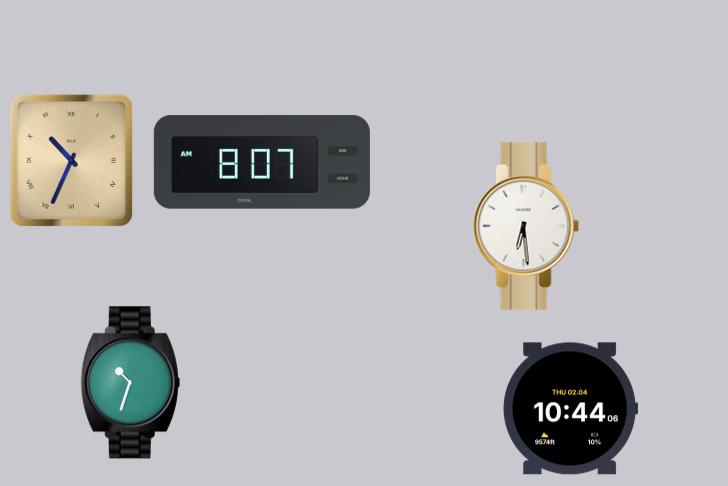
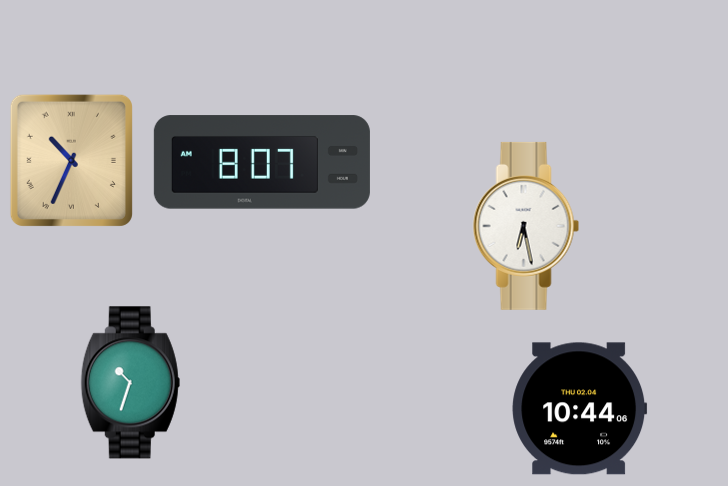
clock at (526, 226): 6:29 -> 6:28
clock at (571, 409) position: (571, 409) -> (580, 409)
